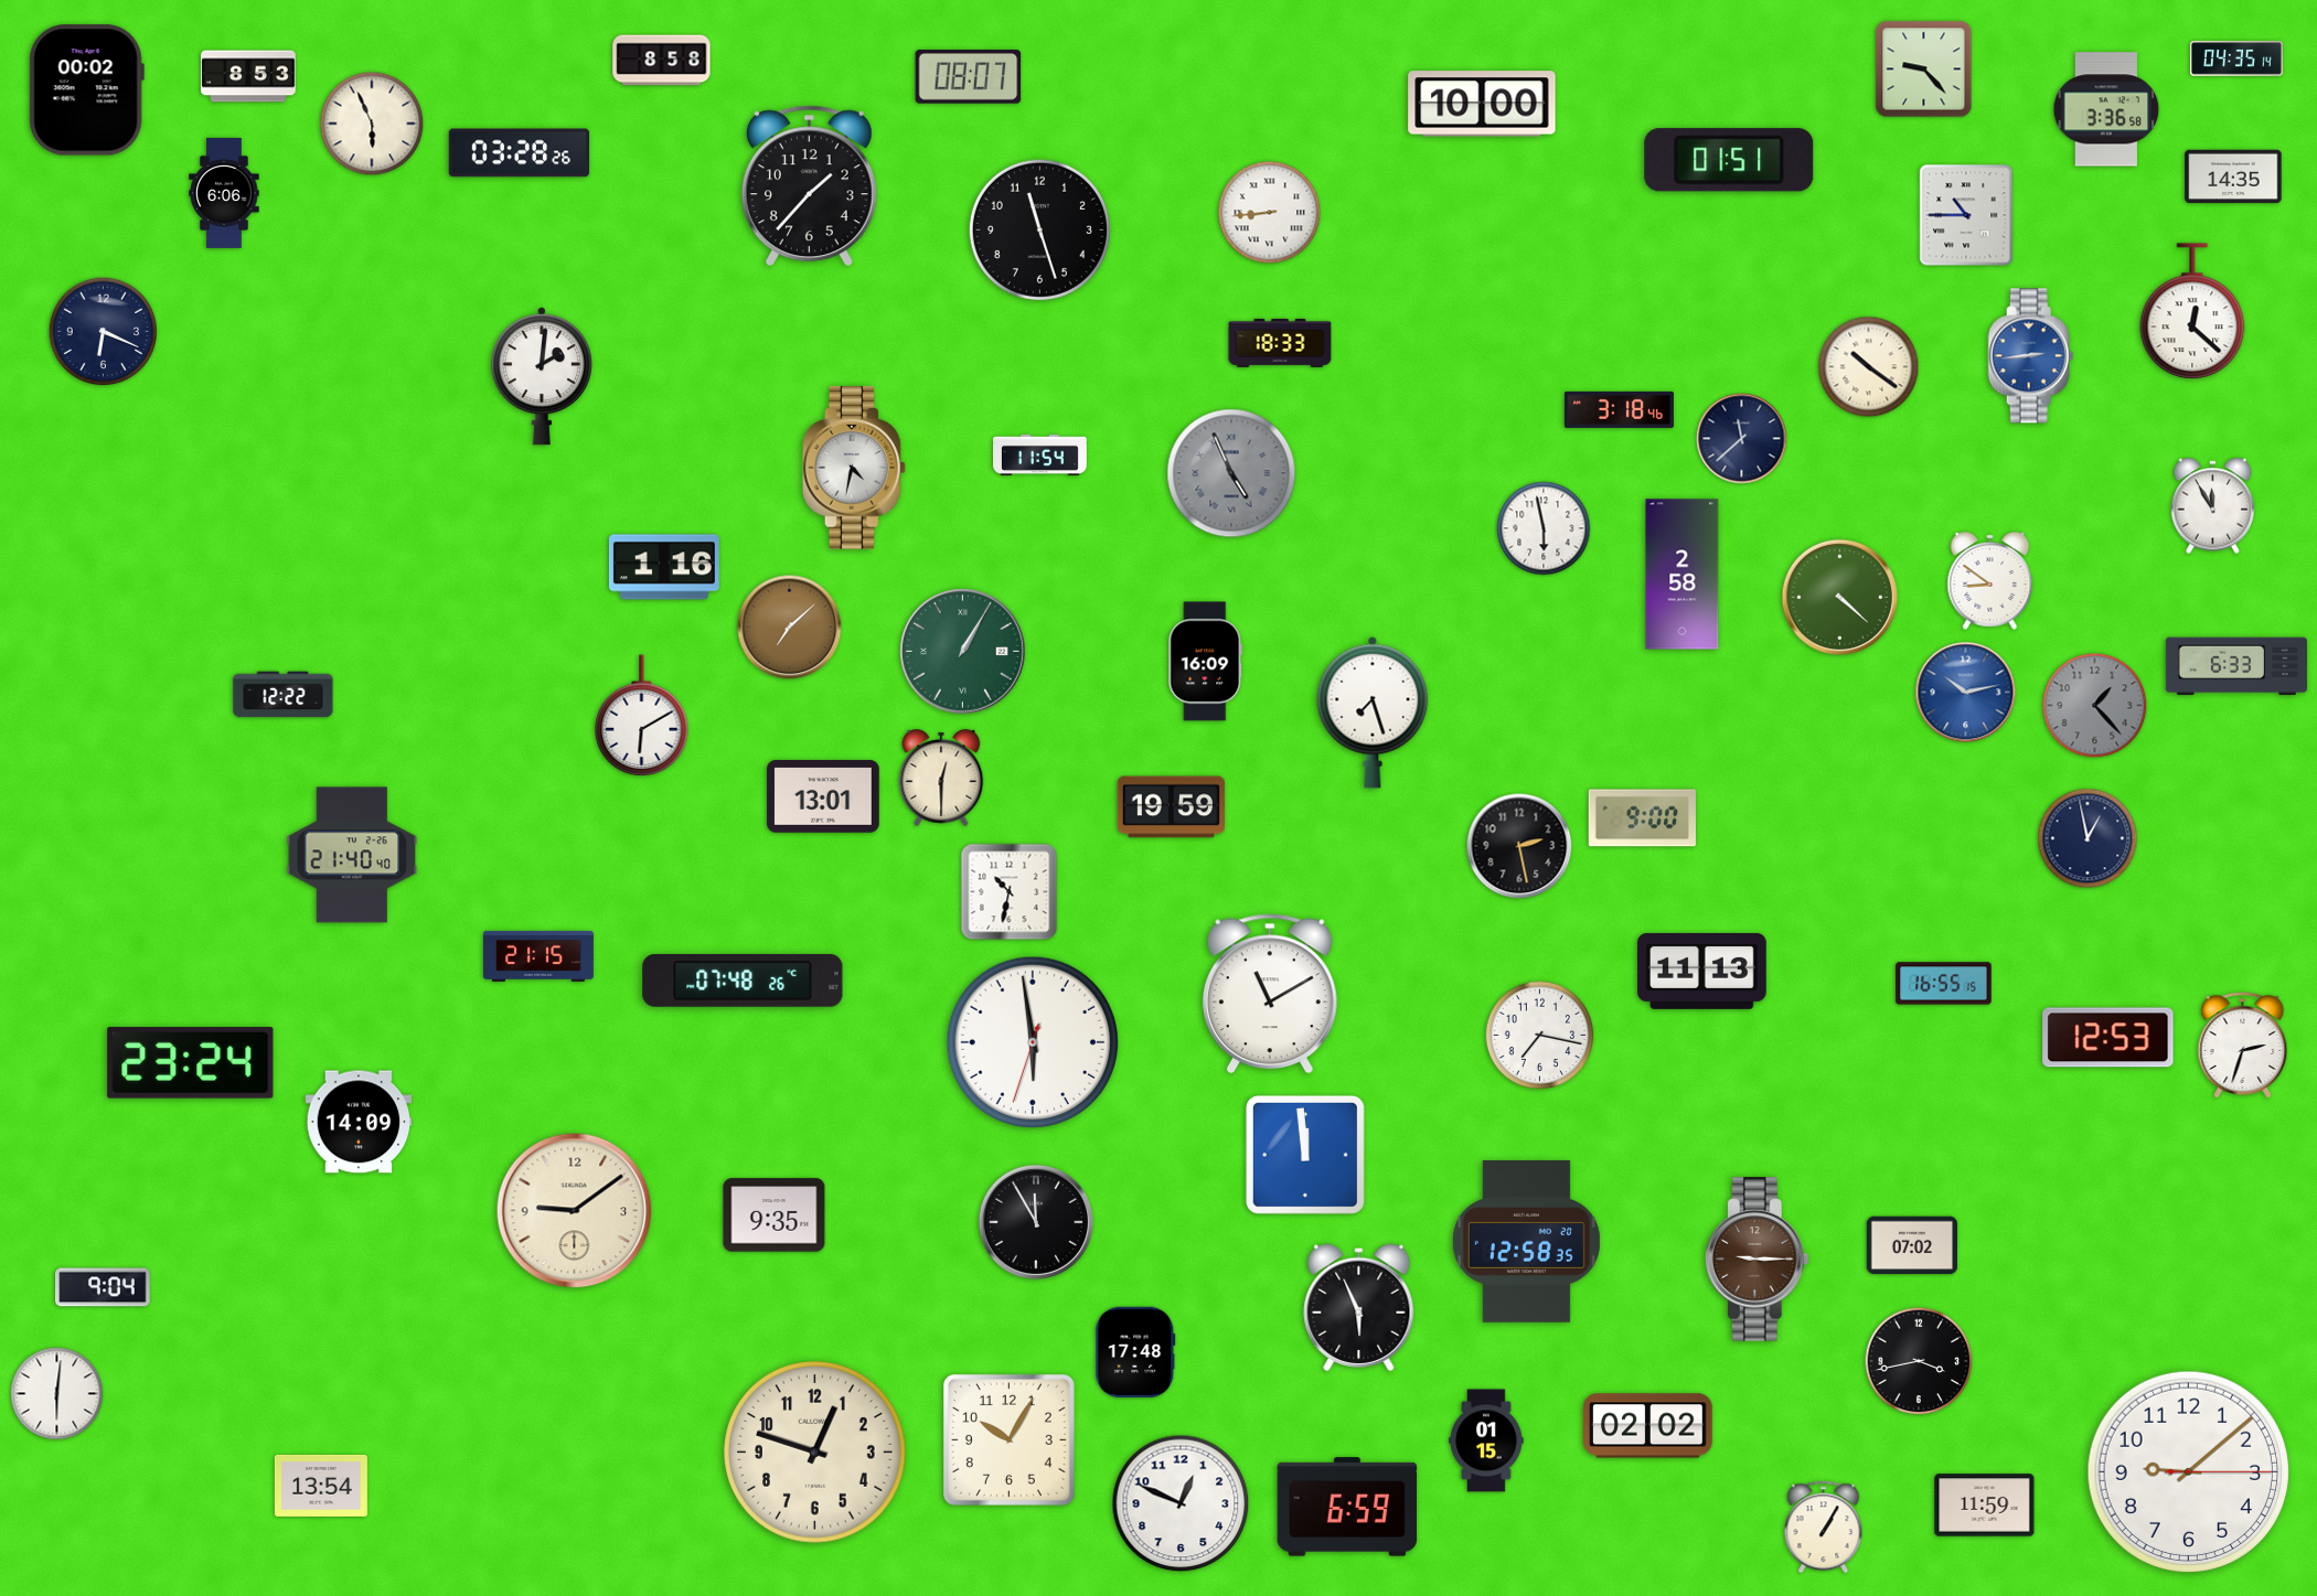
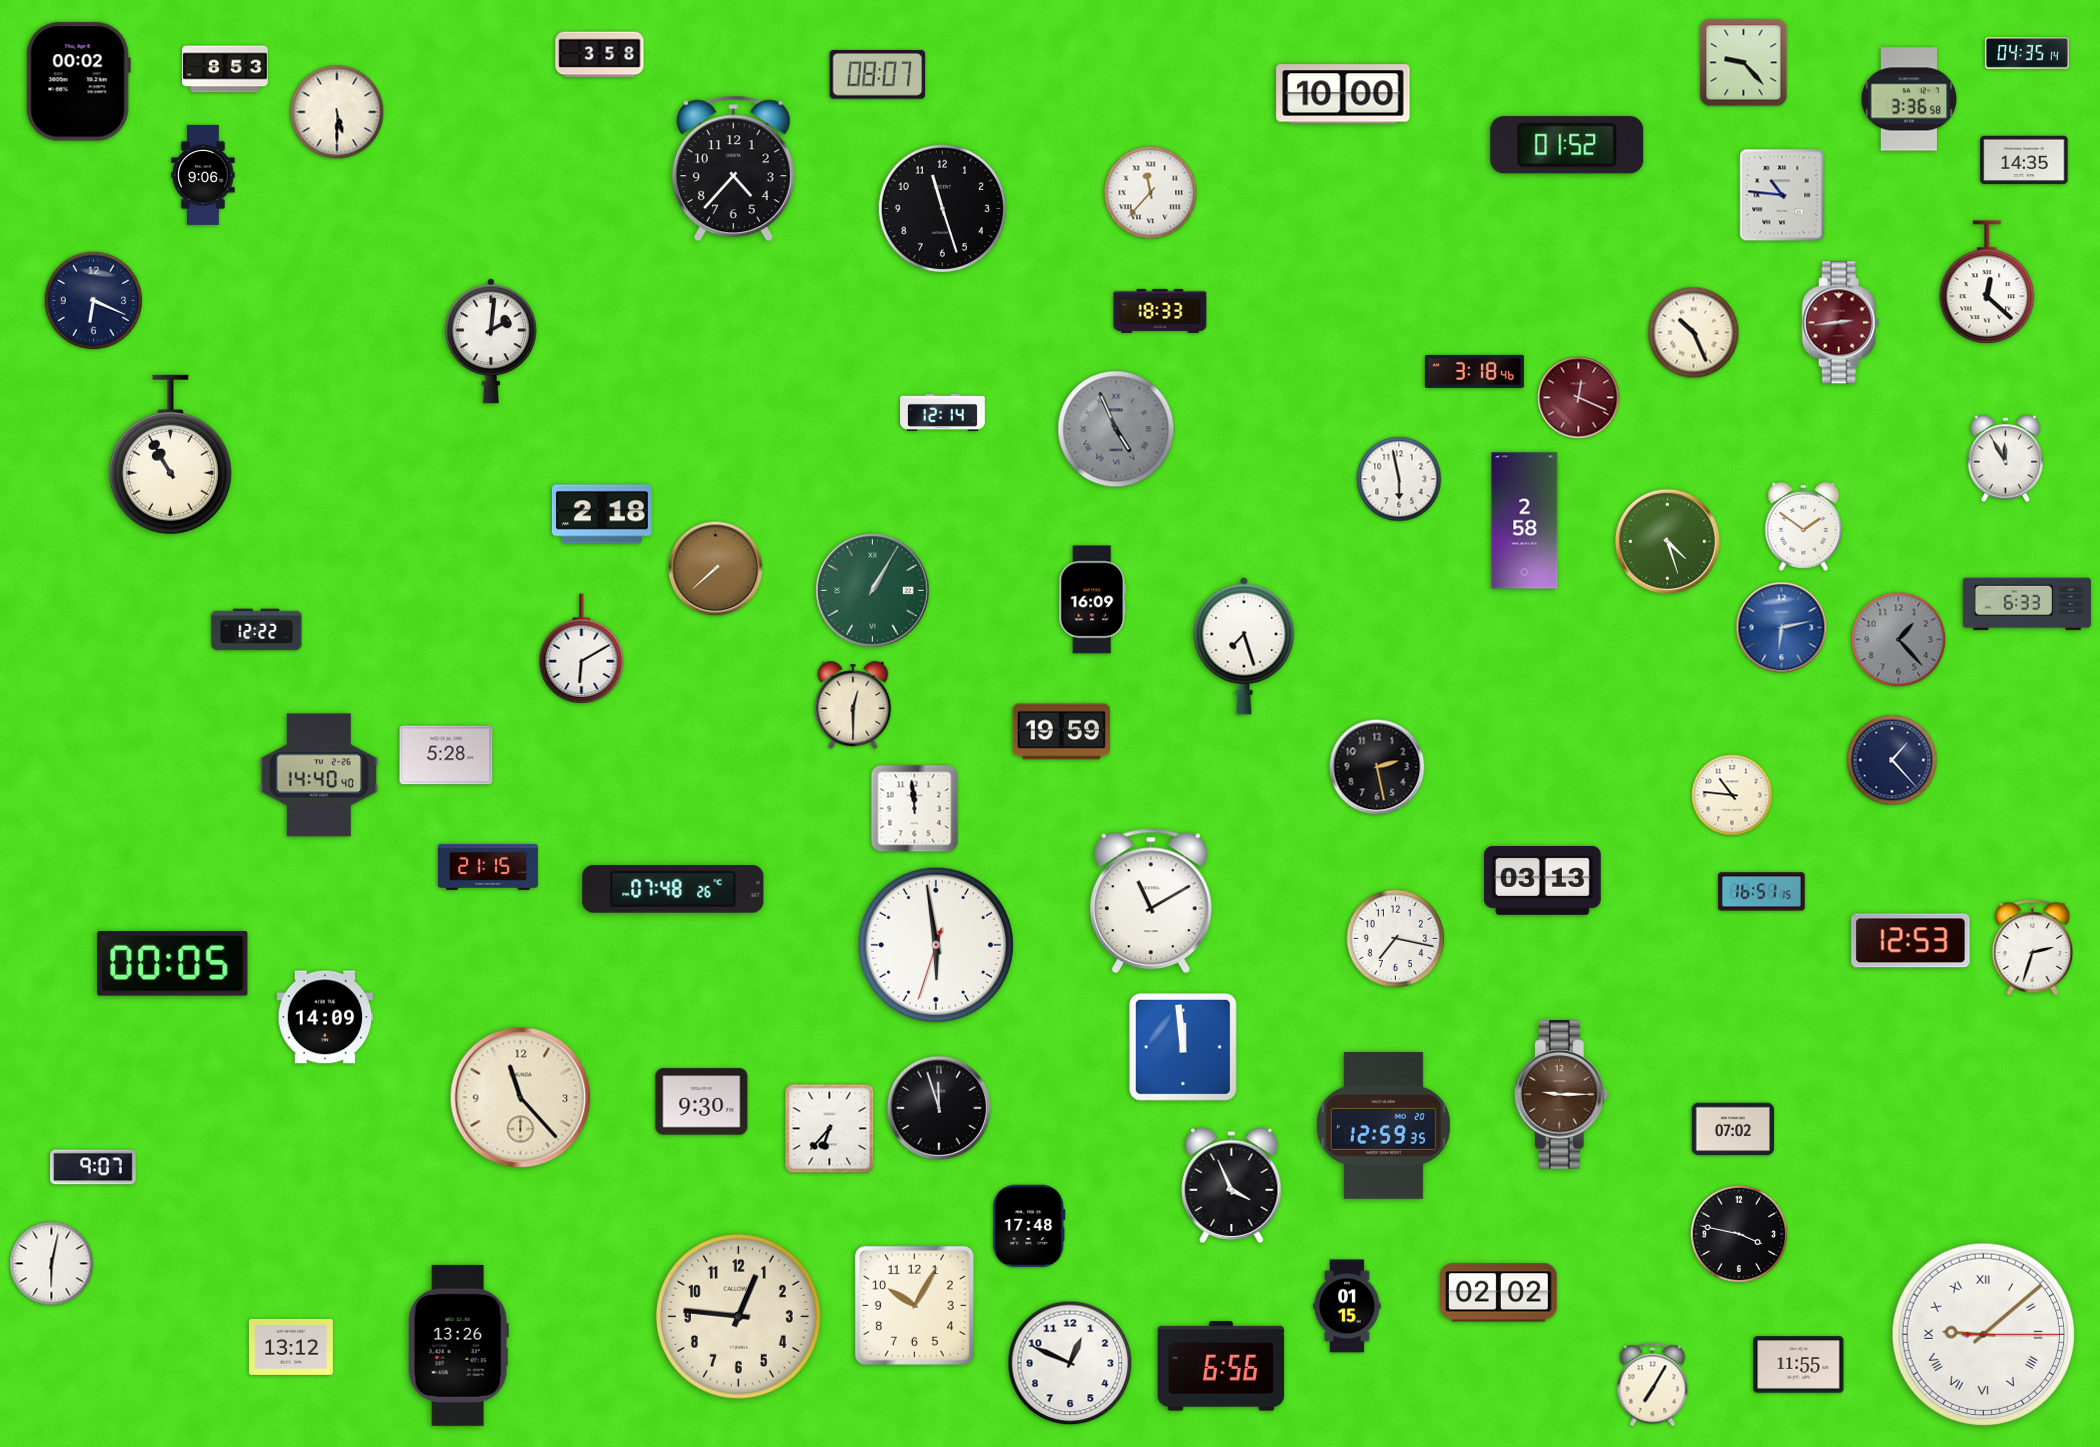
clock at (662, 61): 8:58 -> 3:58
clock at (969, 77) position: (969, 77) -> (878, 75)
clock at (372, 124): 5:56 -> 5:30
clock at (520, 153): 03:28 -> none
clock at (1729, 160): 01:51 -> 01:52
clock at (809, 186): 1:37 -> 4:37
clock at (224, 193): 6:06 -> 9:06
clock at (1270, 213): 8:44 -> 11:37
clock at (1966, 215): 10:45 -> 10:46
clock at (2031, 356) dial: blue -> burgundy
clock at (1869, 367): 10:21 -> 10:26
clock at (1619, 409) position: (1619, 409) -> (1474, 371)
clock at (1742, 439): 11:38 -> 12:19
clock at (1742, 439) dial: navy -> burgundy
clock at (1040, 454): 11:54 -> 12:14
clock at (854, 468): 4:32 -> none
clock at (170, 455): none -> 10:55
clock at (664, 567): 1:16 -> 2:18
clock at (1990, 580): 8:51 -> 1:51
clock at (1839, 597): 4:22 -> 4:27
clock at (790, 628): 7:08 -> 7:38
clock at (1966, 693): 10:13 -> 6:13
clock at (823, 796): 13:01 -> none
clock at (1642, 818): 9:00 -> none
clock at (446, 755): none -> 5:28
clock at (2088, 838): 12:58 -> 1:23
clock at (352, 855): 21:40 -> 14:40
clock at (1732, 795): none -> 10:46
clock at (1010, 892): 10:32 -> 11:59
clock at (1702, 971): 11:13 -> 03:13
clock at (1944, 984): 16:55 -> 16:51
clock at (191, 1063): 23:24 -> 00:05
clock at (575, 1211): 9:09 -> 11:23
clock at (775, 1215): 9:35 -> 9:30
clock at (1036, 1222): 11:55 -> 11:57
clock at (1526, 1242): 12:58 -> 12:59
clock at (830, 1129): none -> 6:37
clock at (1757, 1260) position: (1757, 1260) -> (1561, 1095)
clock at (103, 1287): 9:04 -> 9:07
clock at (1359, 1307): 5:56 -> 3:56
clock at (1919, 1361): 3:43 -> 3:47
clock at (57, 1394): 6:01 -> 6:02
clock at (1648, 1426) position: (1648, 1426) -> (1499, 1293)
clock at (815, 1453): 12:48 -> 12:46
clock at (2189, 1472) numerals: Arabic -> Roman
clock at (458, 1345): none -> 13:26
clock at (321, 1486): 13:54 -> 13:12
clock at (1985, 1506): 11:59 -> 11:55
clock at (1347, 1507): 6:59 -> 6:56
clock at (1824, 1528): 1:05 -> 7:05
